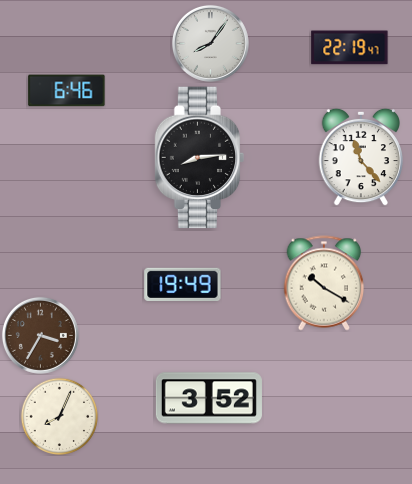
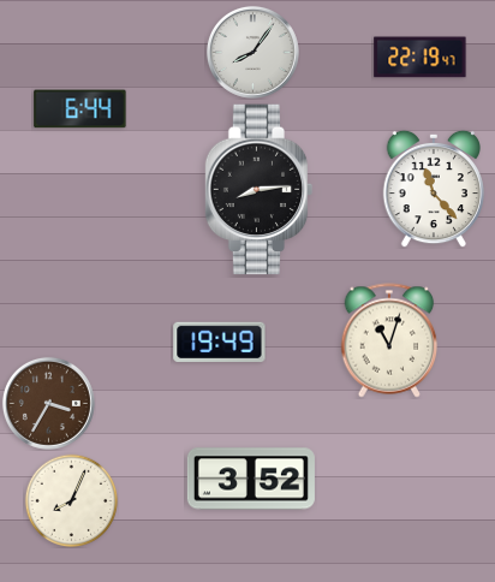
clock at (67, 91): 6:46 -> 6:44
clock at (200, 158) position: (200, 158) -> (260, 190)
clock at (324, 283): 10:20 -> 11:03
